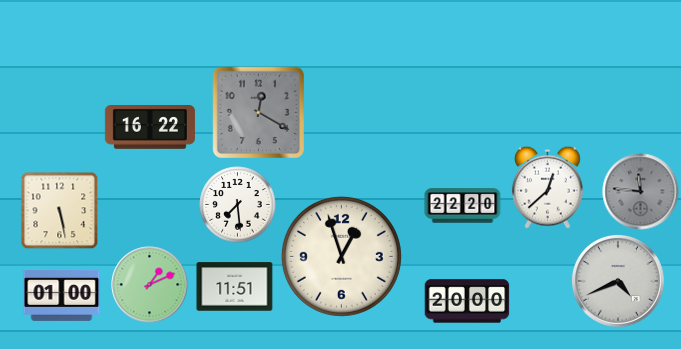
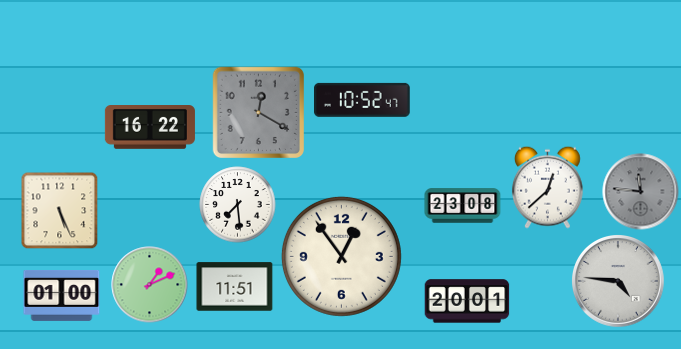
clock at (363, 100): none -> 10:52
clock at (463, 206): 22:20 -> 23:08
clock at (59, 210): 5:28 -> 5:26
clock at (341, 256): 12:57 -> 12:54
clock at (618, 281): 4:41 -> 4:46
clock at (467, 301): 20:00 -> 20:01
